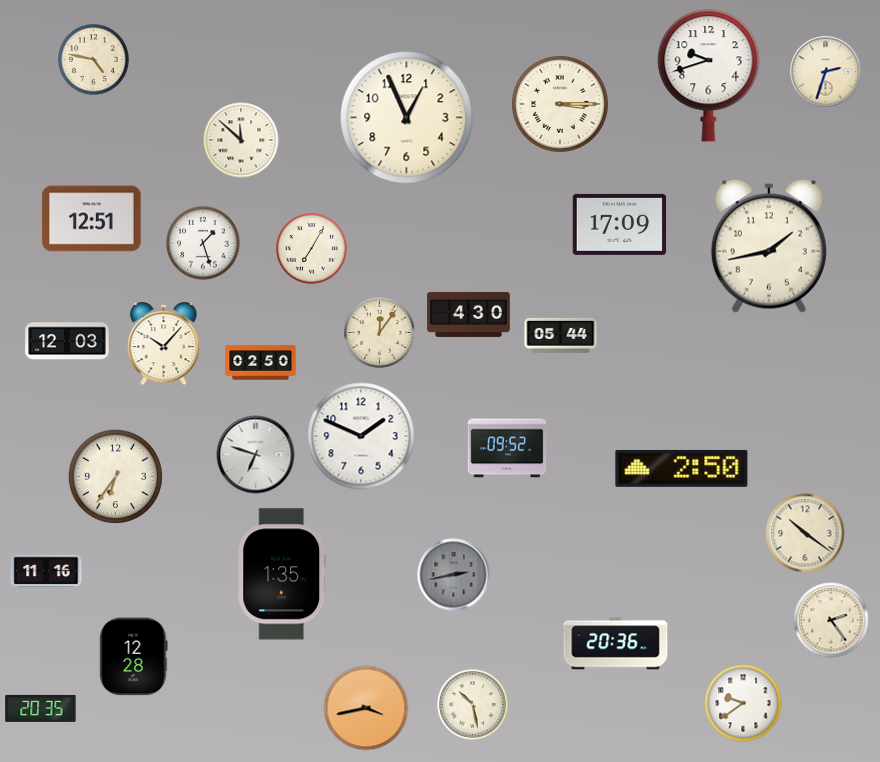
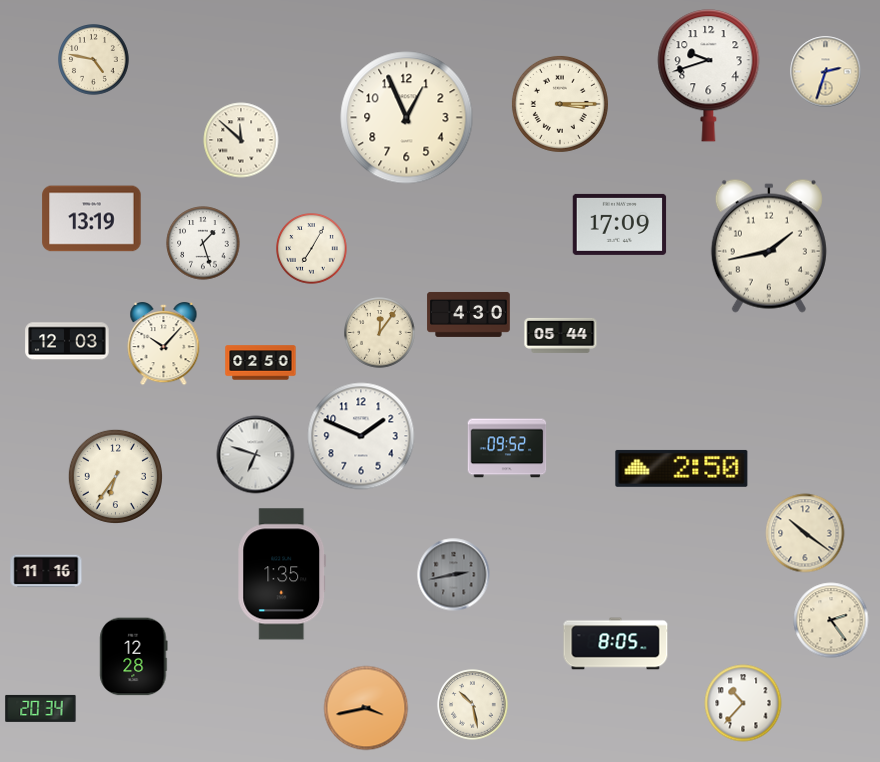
clock at (92, 219): 12:51 -> 13:19
clock at (616, 644): 20:36 -> 8:05
clock at (743, 703): 9:39 -> 10:37
clock at (41, 708): 20:35 -> 20:34
